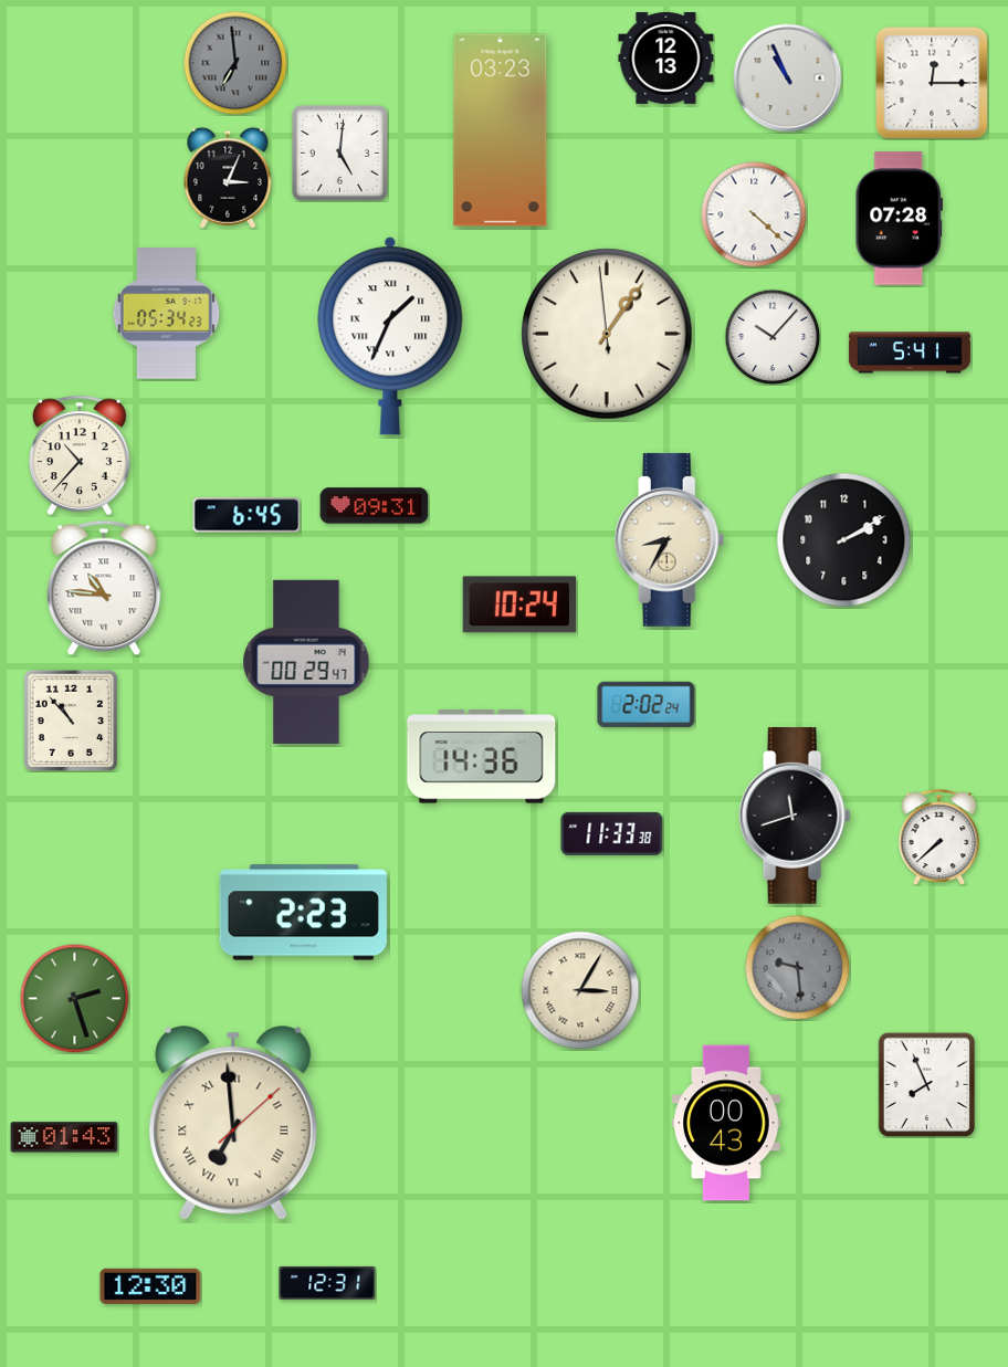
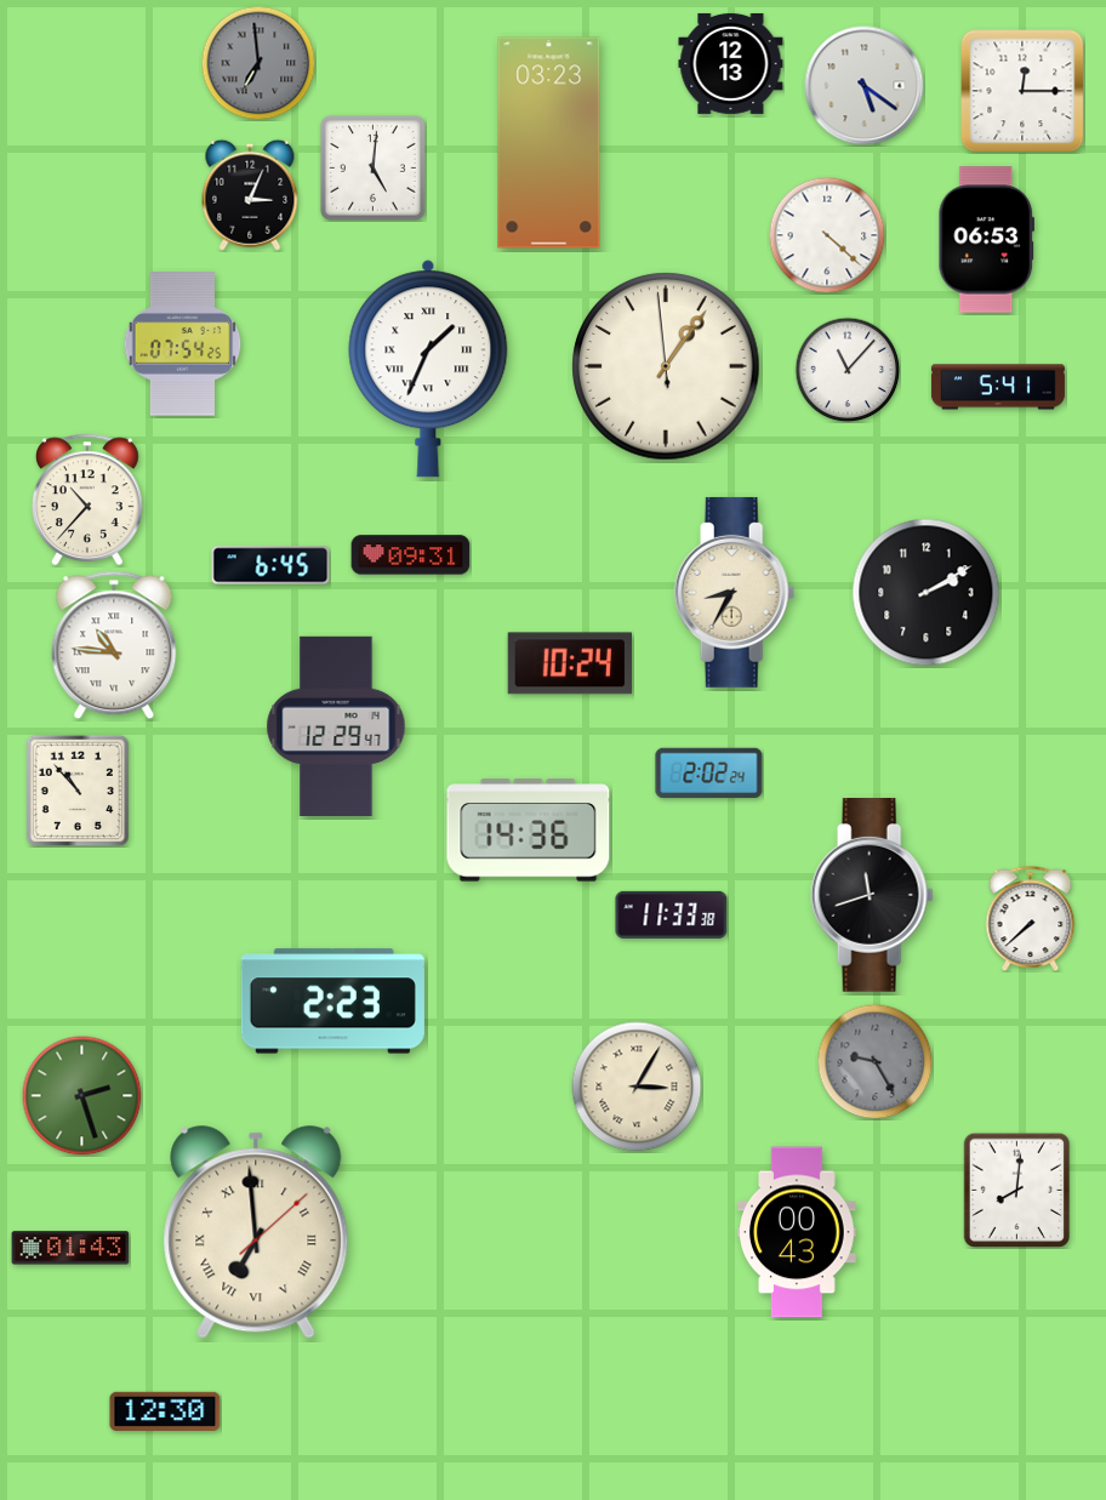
clock at (235, 63) position: (235, 63) -> (258, 63)
clock at (788, 78): 10:56 -> 5:21
clock at (899, 219): 07:28 -> 06:53
clock at (167, 314): 05:34 -> 07:54
clock at (773, 337): 10:07 -> 11:07
clock at (306, 661): 00:29 -> 12:29
clock at (797, 967): 9:29 -> 9:25
clock at (927, 1084): 7:56 -> 8:01
clock at (327, 1283): 12:31 -> none
